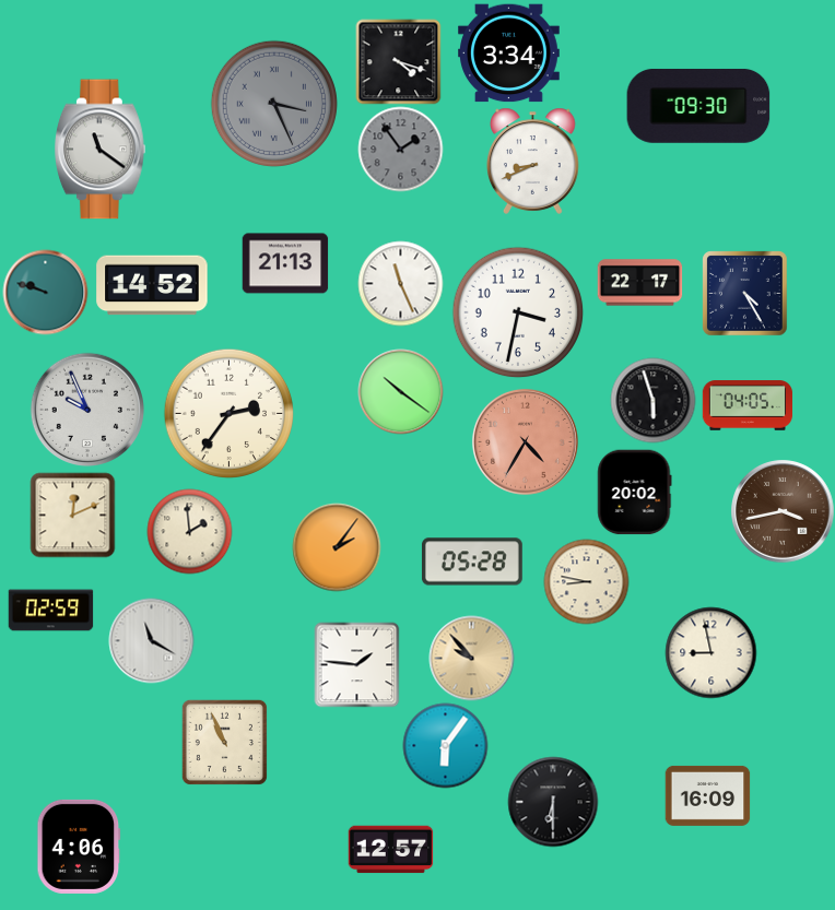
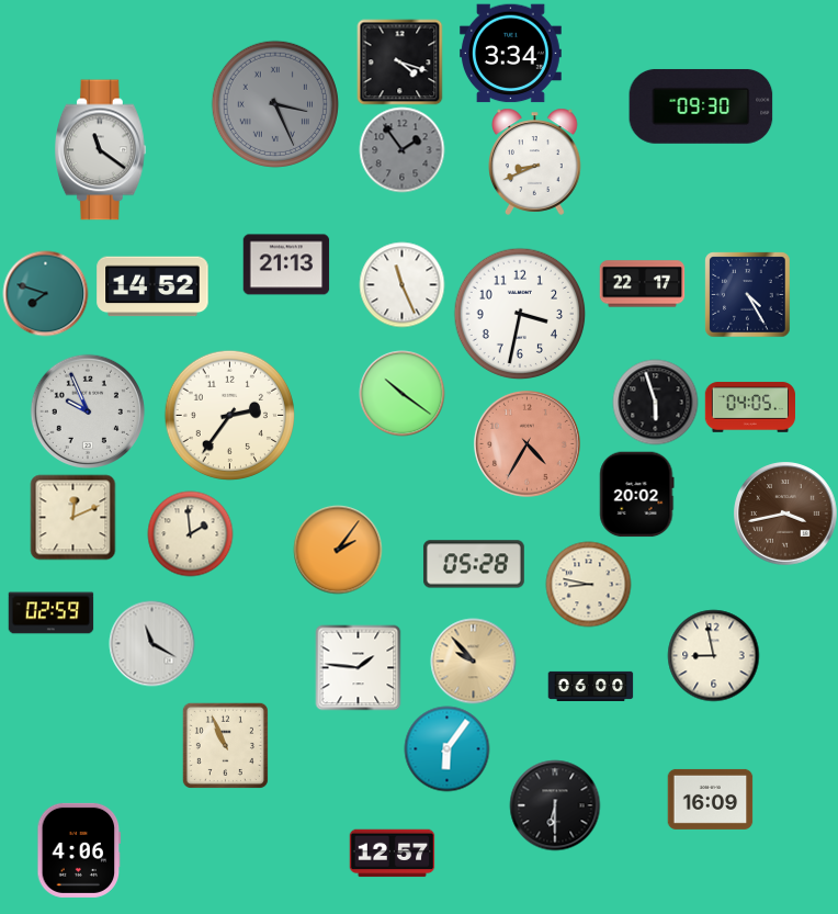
clock at (45, 292): 9:48 -> 7:48
clock at (590, 686): none -> 06:00
